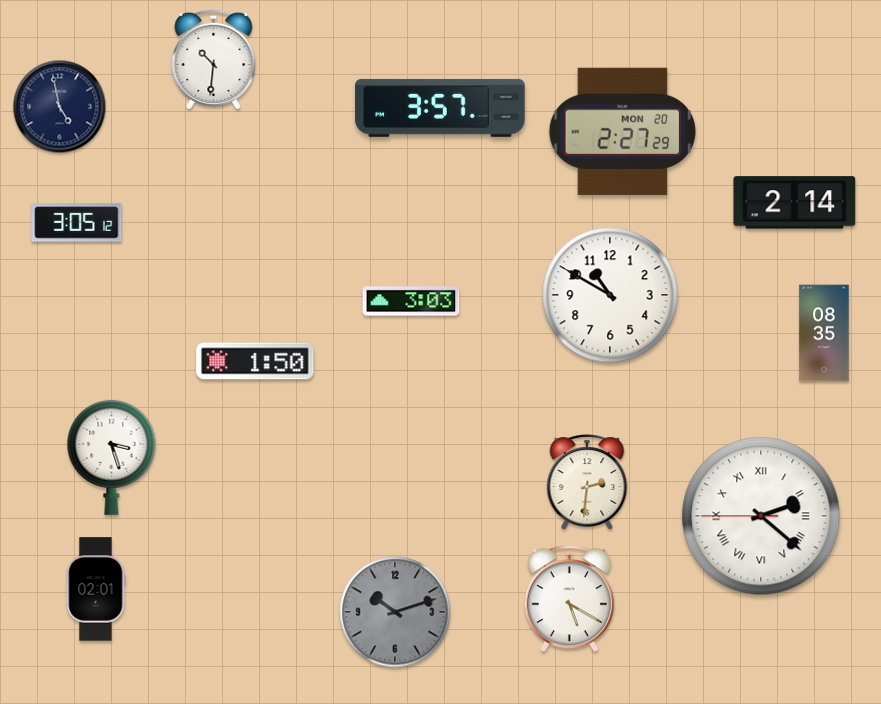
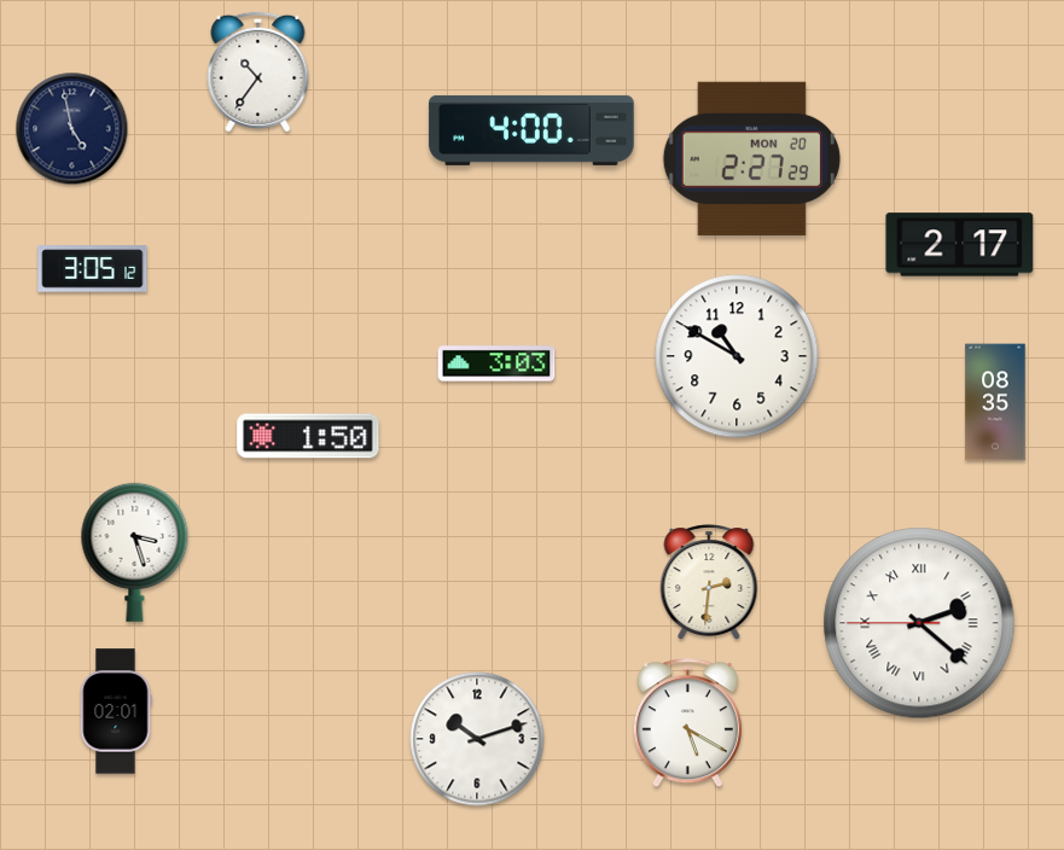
clock at (214, 59): 10:31 -> 10:36
clock at (440, 108): 3:57 -> 4:00
clock at (795, 203): 2:14 -> 2:17
clock at (395, 612) dial: grey -> white
